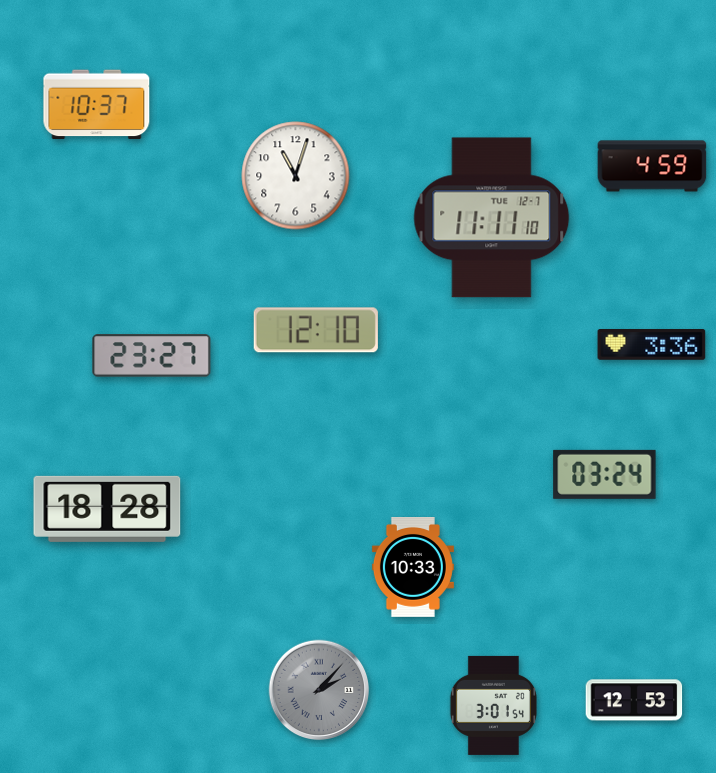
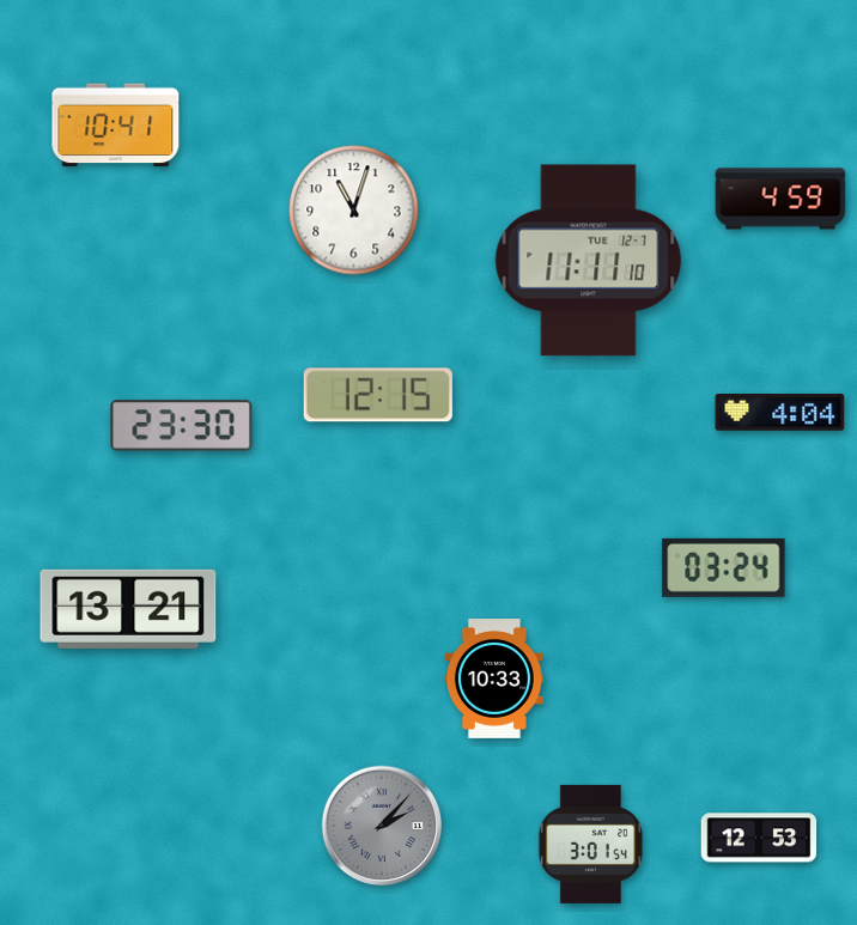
clock at (97, 105): 10:37 -> 10:41
clock at (316, 330): 12:10 -> 12:15
clock at (652, 345): 3:36 -> 4:04
clock at (152, 356): 23:27 -> 23:30
clock at (107, 509): 18:28 -> 13:21
